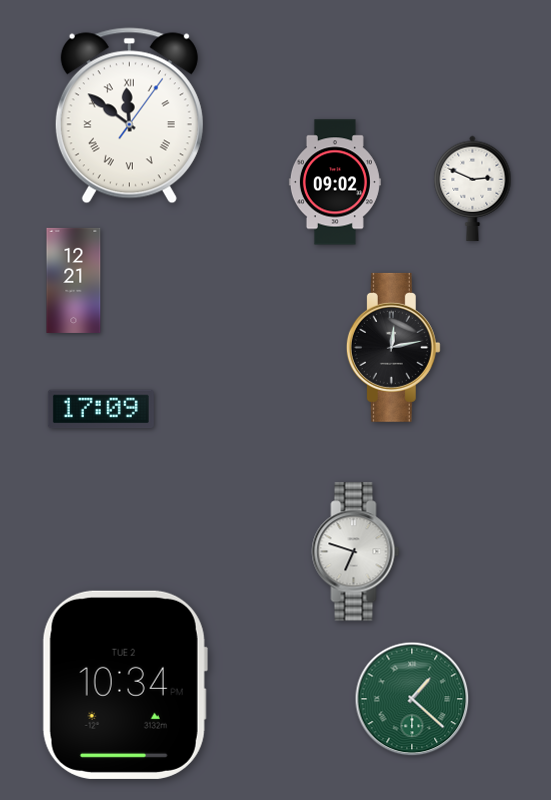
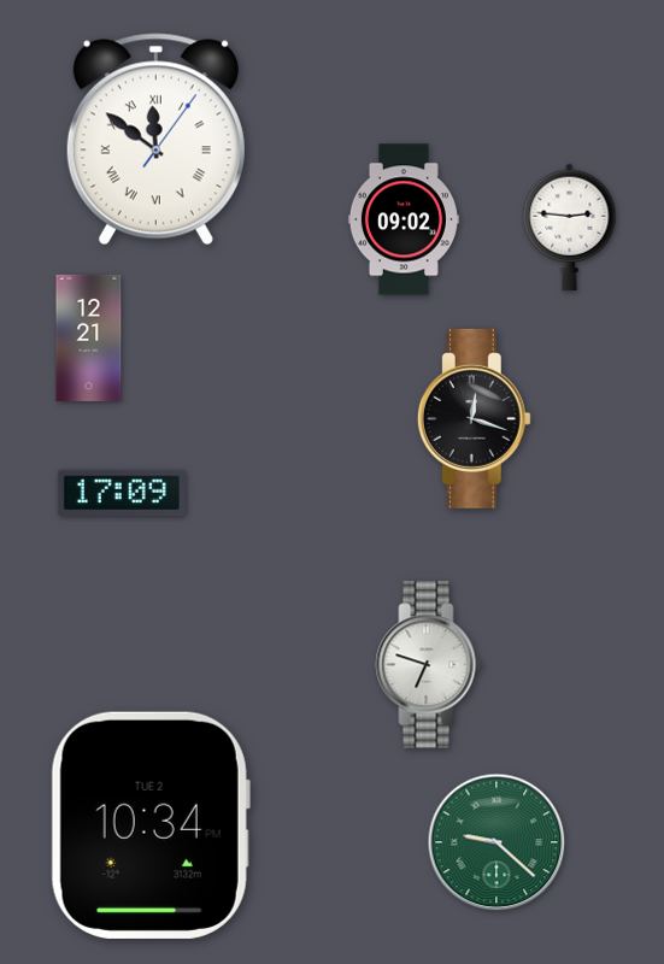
clock at (473, 188): 2:49 -> 2:46
clock at (393, 347): 12:13 -> 12:18
clock at (412, 699): 1:22 -> 9:22
